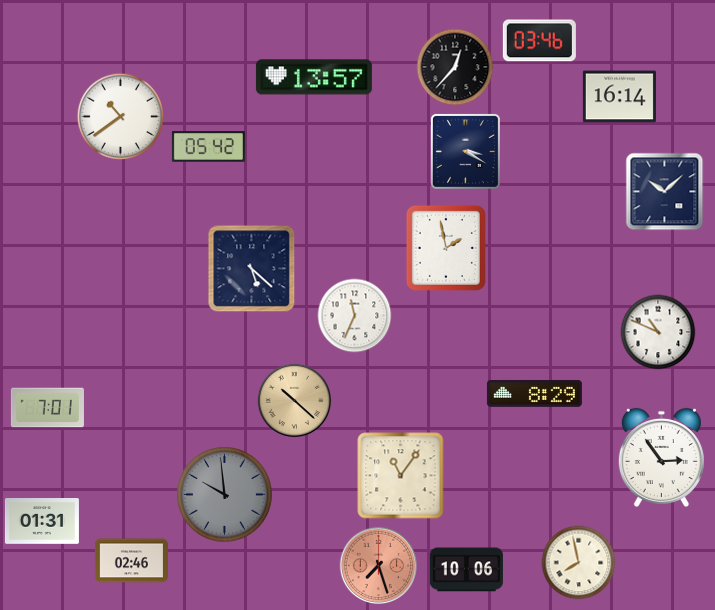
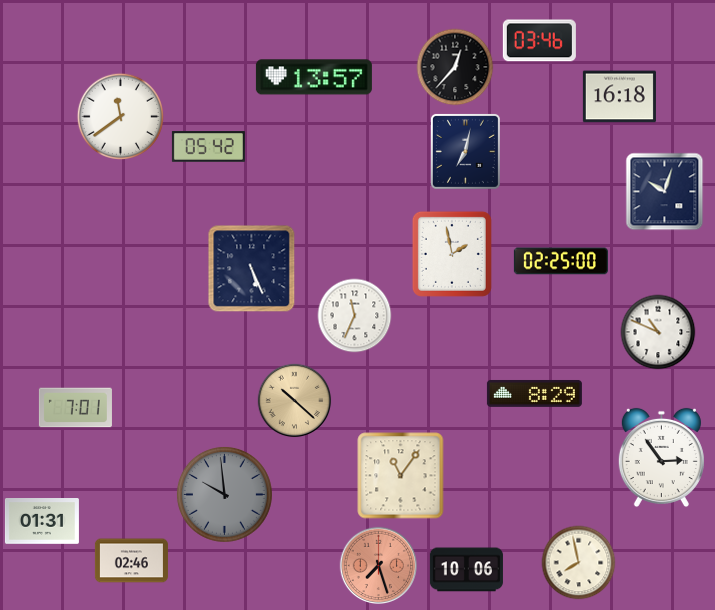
clock at (619, 97): 16:14 -> 16:18
clock at (120, 116): 10:39 -> 11:39
clock at (465, 151): 3:20 -> 7:02
clock at (665, 192): 10:08 -> 10:03
clock at (446, 248) position: (446, 248) -> (452, 254)
clock at (561, 261): none -> 02:25
clock at (252, 269): 5:22 -> 5:26
clock at (47, 408) position: (47, 408) -> (75, 408)
